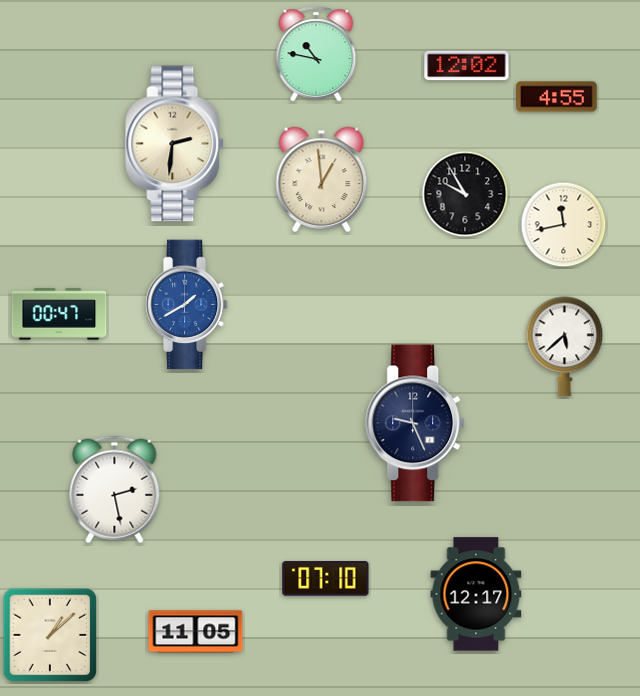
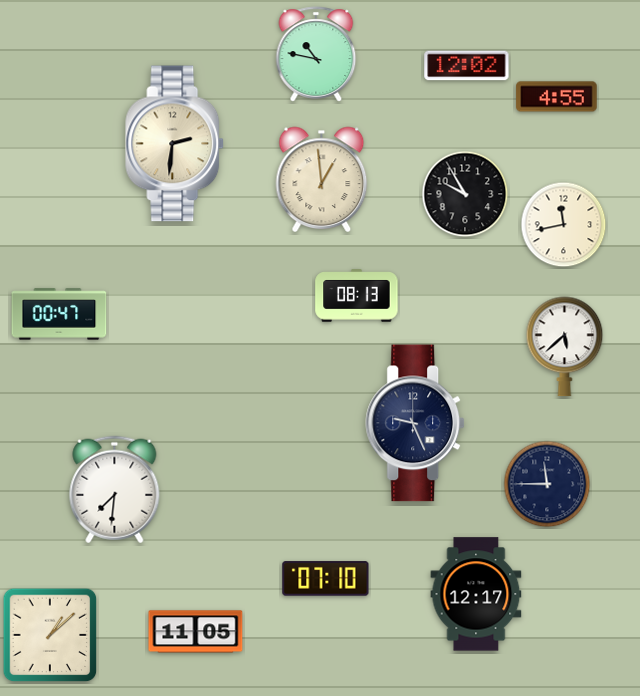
clock at (357, 296): none -> 08:13
clock at (186, 305): 1:40 -> none
clock at (547, 484): none -> 11:45
clock at (115, 490): 2:28 -> 7:31
